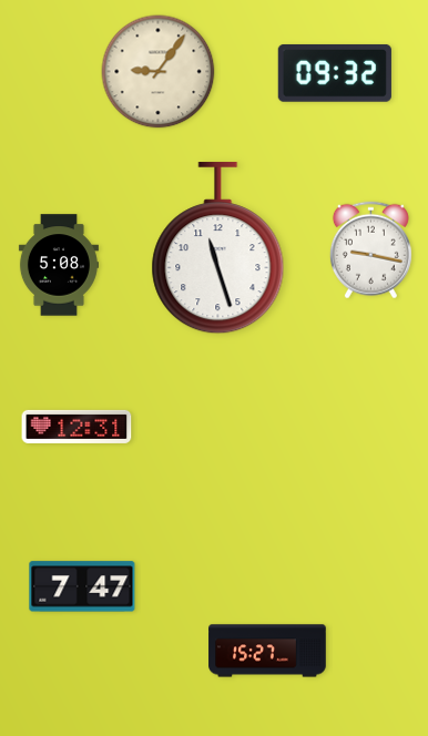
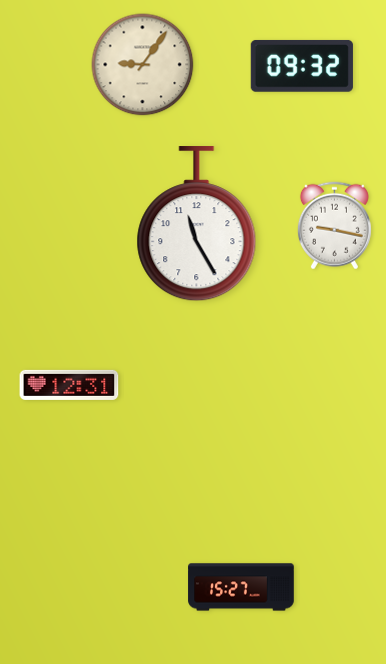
clock at (218, 248): 11:27 -> 11:25
clock at (59, 265): 5:08 -> none
clock at (82, 586): 7:47 -> none
